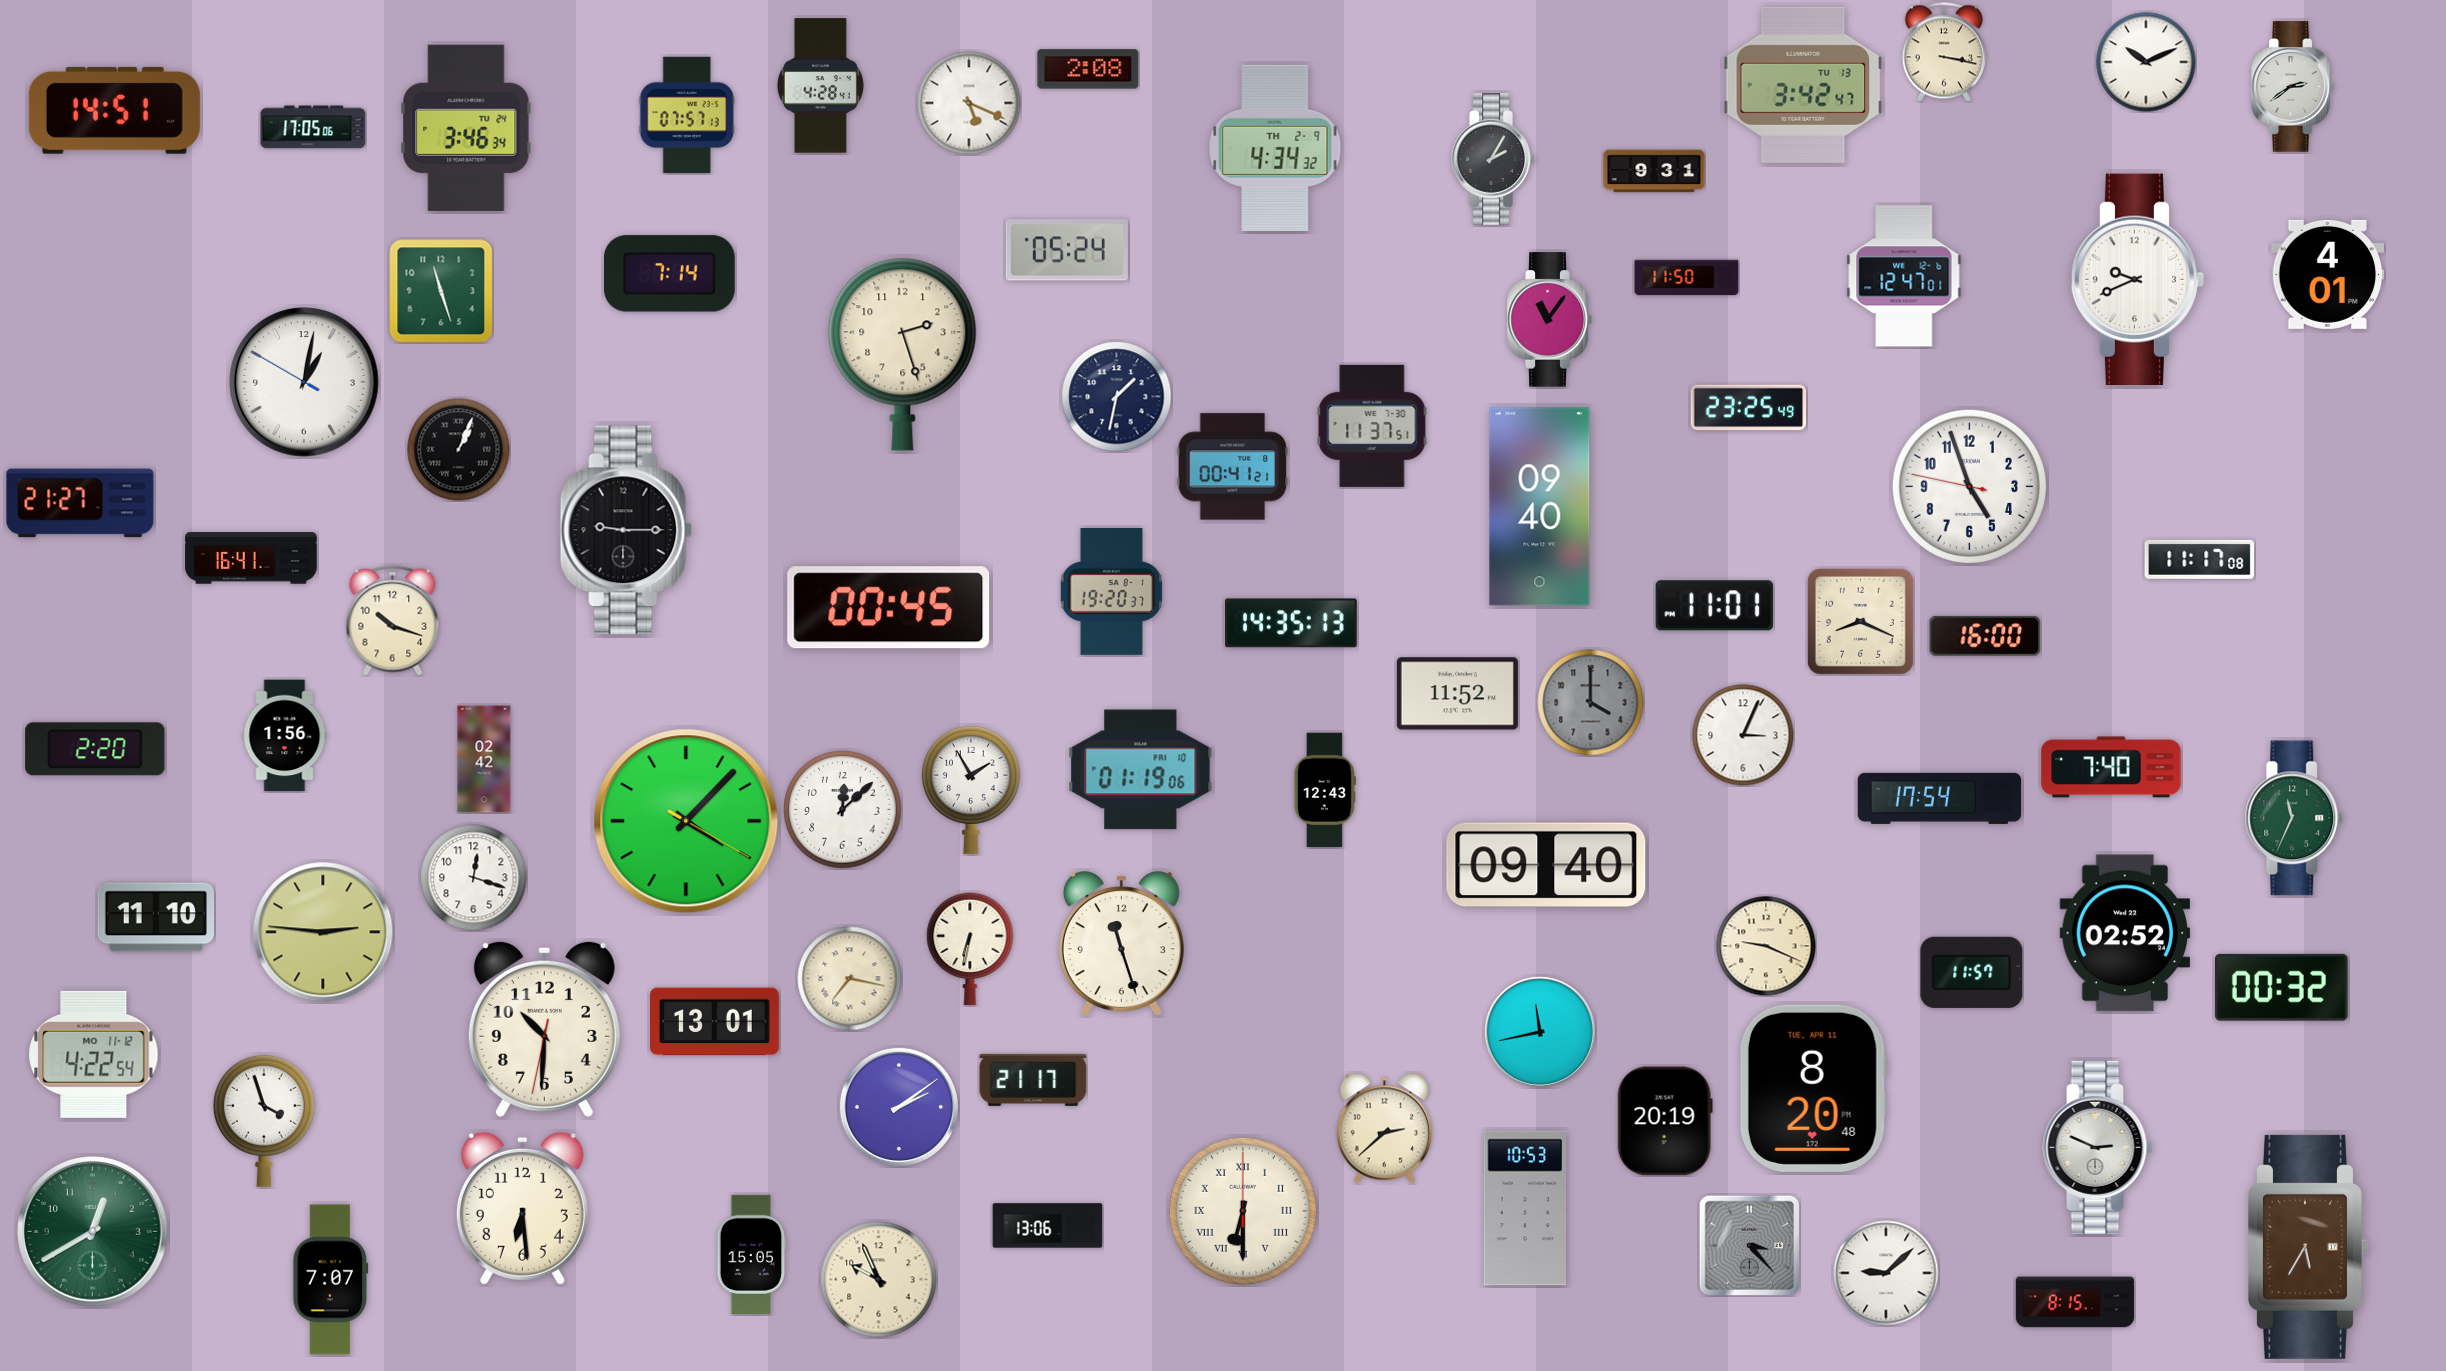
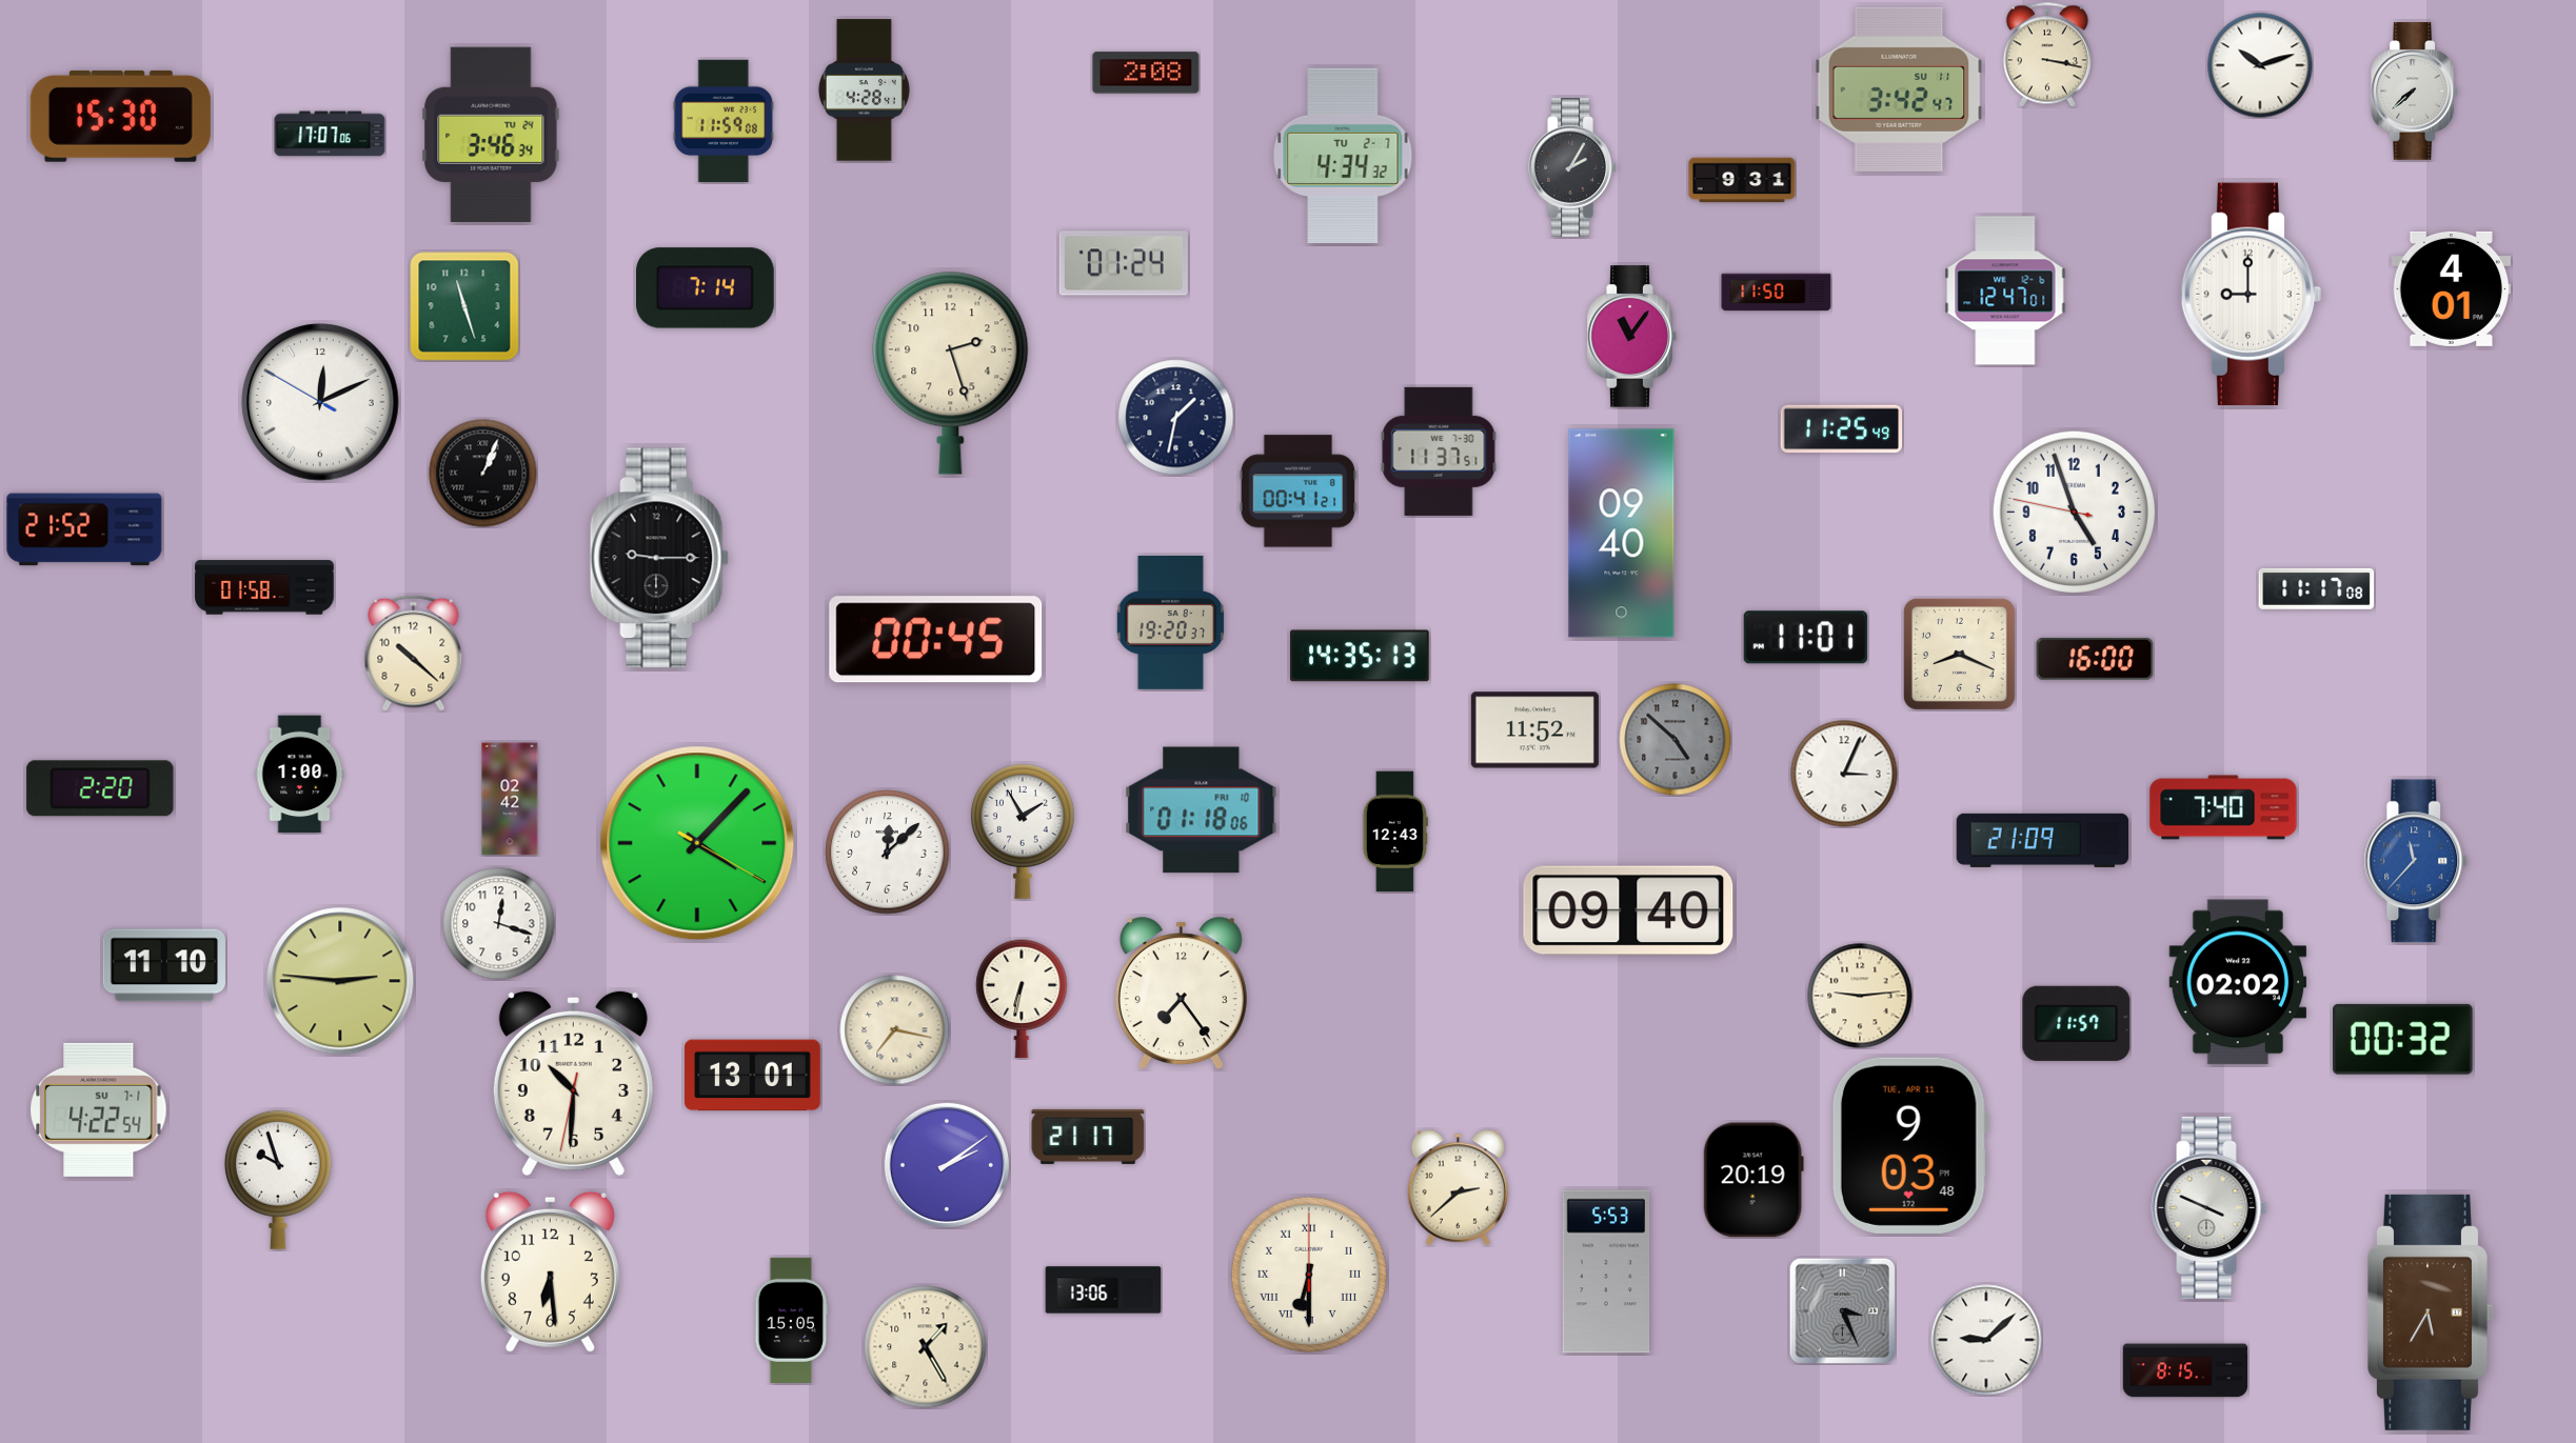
clock at (2146, 62): 10:11 -> 10:12
clock at (1803, 85) date: TU 13 -> SU 11
clock at (2293, 87): 2:39 -> 7:38
clock at (969, 103): 5:19 -> none
clock at (114, 110): 14:51 -> 15:30
clock at (687, 115): 07:57 -> 11:59
clock at (313, 127): 17:05 -> 17:07
clock at (1275, 148) date: TH 2-9 -> TU 2-7
clock at (1067, 250): 05:24 -> 01:24
clock at (2138, 279): 9:41 -> 9:00
clock at (304, 382): 1:01 -> 12:10
clock at (1749, 408): 23:25 -> 11:25
clock at (1372, 426) position: (1372, 426) -> (1439, 452)
clock at (80, 503): 21:27 -> 21:52
clock at (251, 558): 16:41 -> 01:58
clock at (393, 620): 10:18 -> 10:22
clock at (1985, 636) position: (1985, 636) -> (2095, 659)
clock at (1591, 703): 4:00 -> 4:52
clock at (1743, 735) position: (1743, 735) -> (1844, 774)
clock at (285, 736): 1:56 -> 1:00
clock at (1141, 770): 01:19 -> 01:18
clock at (1940, 798): 17:54 -> 21:09
clock at (2294, 818): 11:34 -> 11:37
clock at (2294, 818) dial: green -> blue
clock at (686, 821) position: (686, 821) -> (697, 843)
clock at (2125, 933): 02:52 -> 02:02
clock at (1121, 943): 11:27 -> 7:24
clock at (1766, 946): 9:19 -> 9:14
clock at (1540, 1032): 11:43 -> none
clock at (94, 1054) date: MO 11-12 -> SU 7-1
clock at (1813, 1088): 8:20 -> 9:03
clock at (264, 1121): 3:57 -> 9:57
clock at (2098, 1147): 2:49 -> 3:49
clock at (1525, 1208): 10:53 -> 5:53
clock at (93, 1232): 12:40 -> none
clock at (1749, 1245): 3:23 -> 3:26
clock at (331, 1280): 7:07 -> none
clock at (879, 1280): 9:56 -> 1:25
